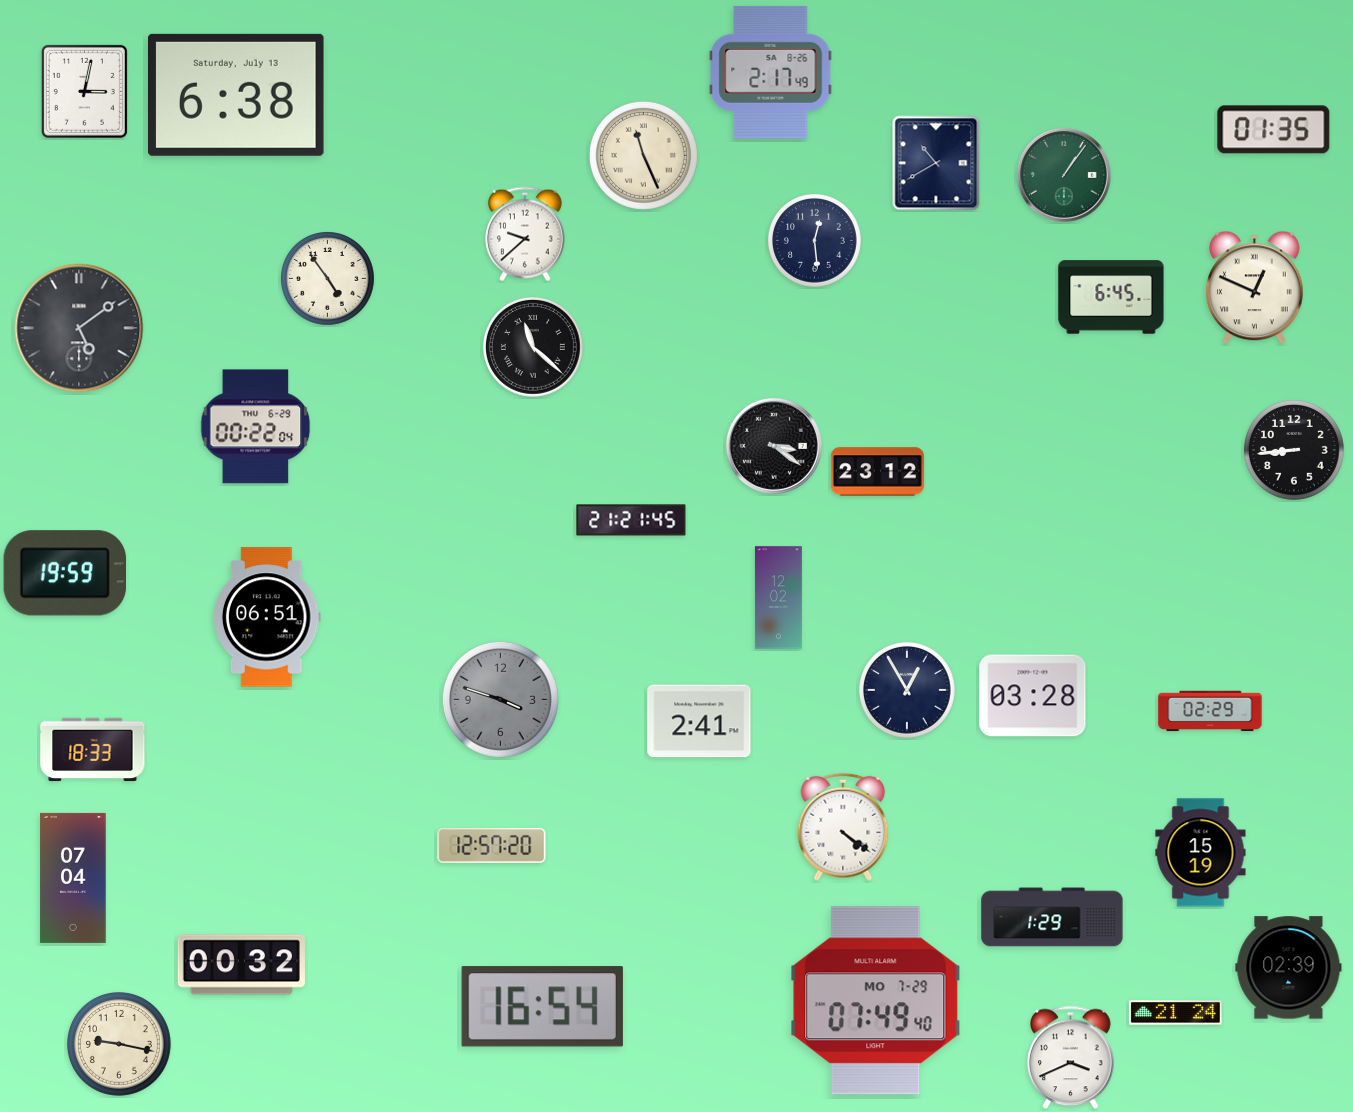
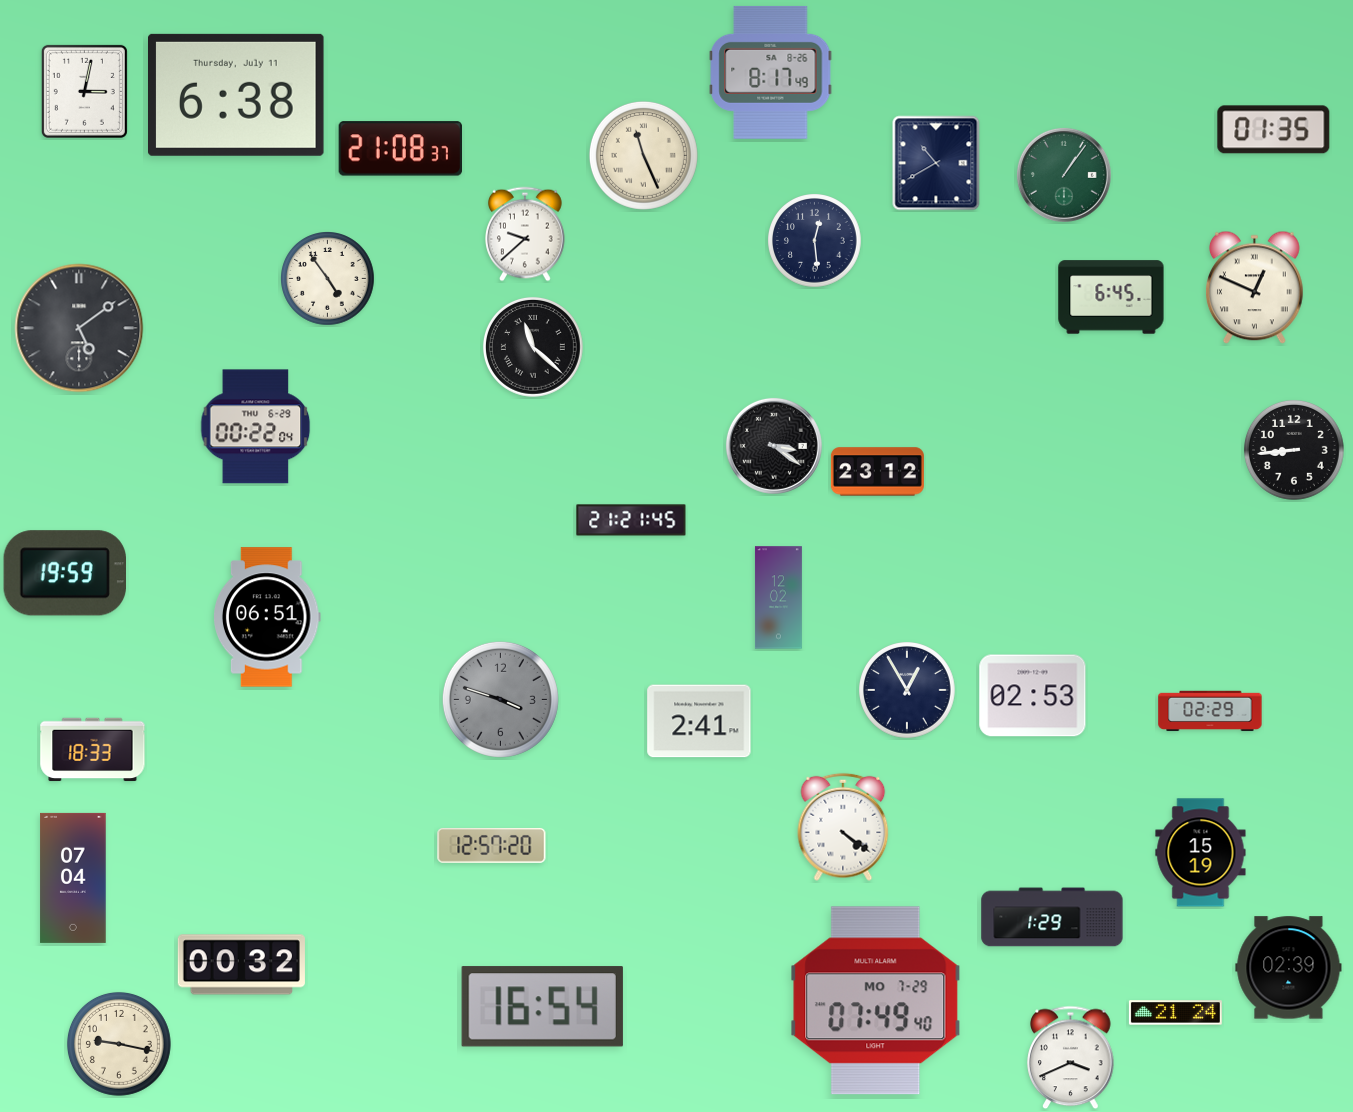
clock at (771, 72): 2:17 -> 8:17
clock at (237, 95) date: Saturday, July 13 -> Thursday, July 11
clock at (400, 149): none -> 21:08
clock at (1033, 696): 03:28 -> 02:53
